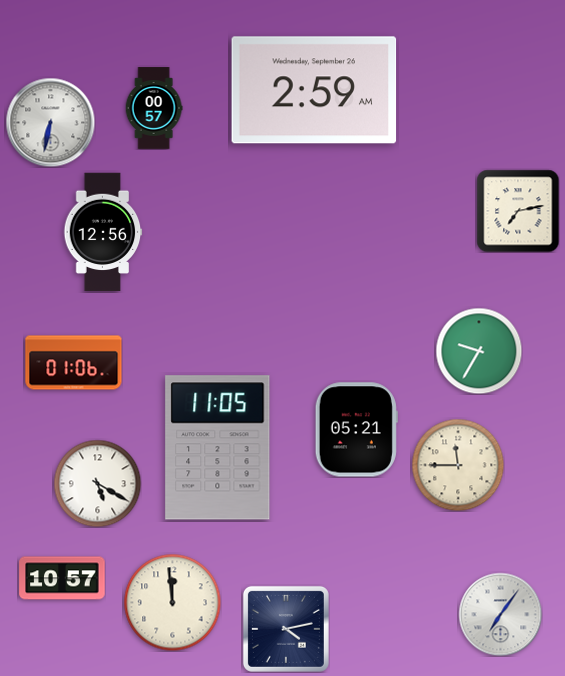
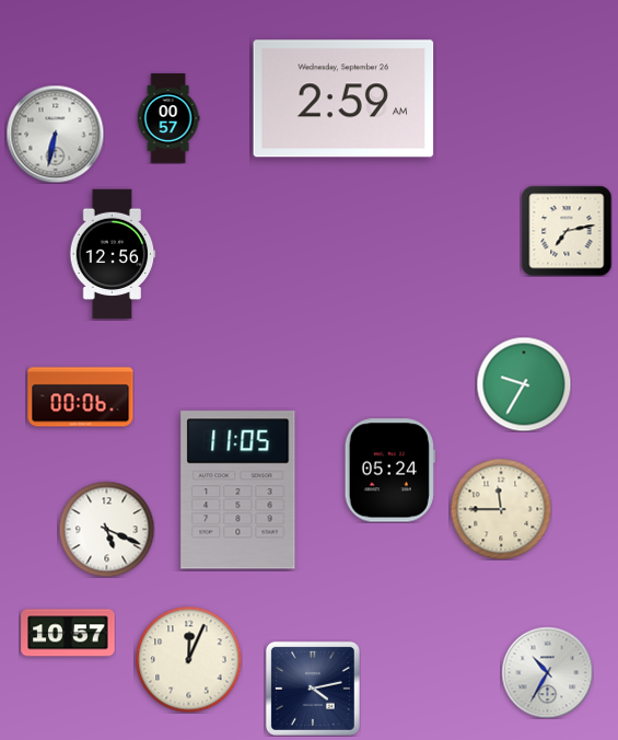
clock at (74, 363): 01:06 -> 00:06
clock at (356, 430): 05:21 -> 05:24
clock at (97, 483): 5:20 -> 5:19
clock at (172, 602): 11:59 -> 12:04
clock at (500, 614): 7:06 -> 10:35
